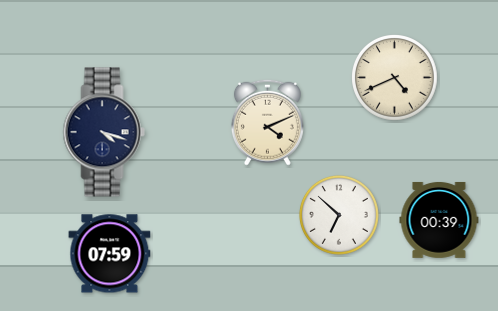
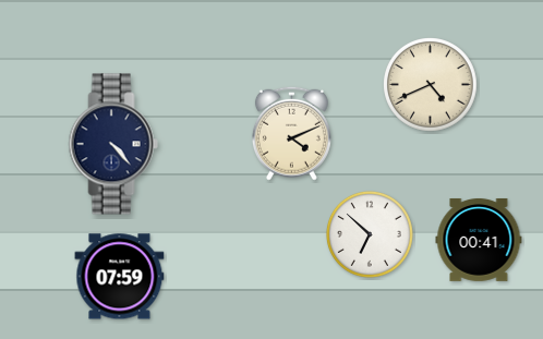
clock at (104, 132): 4:18 -> 4:23
clock at (439, 220): 00:39 -> 00:41
